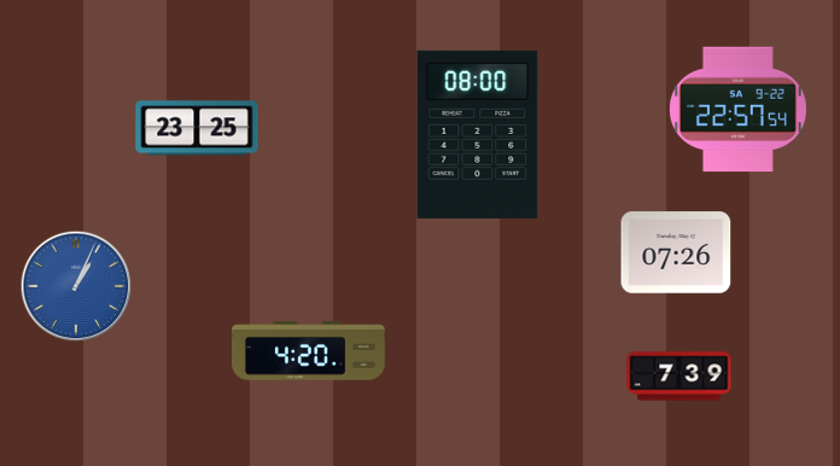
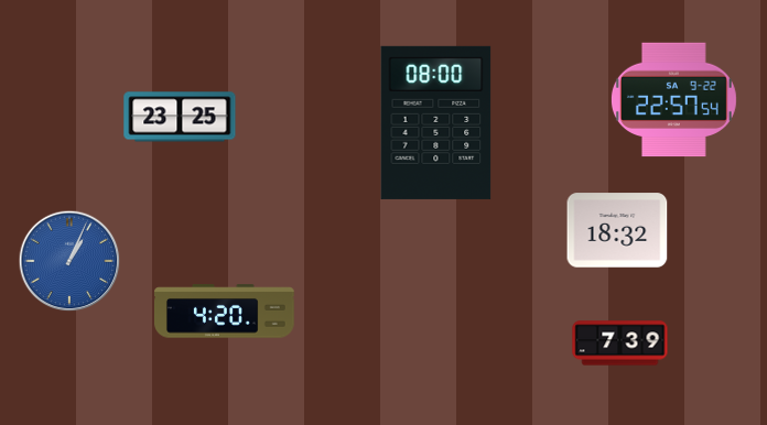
clock at (676, 252): 07:26 -> 18:32
clock at (309, 351) position: (309, 351) -> (225, 312)
